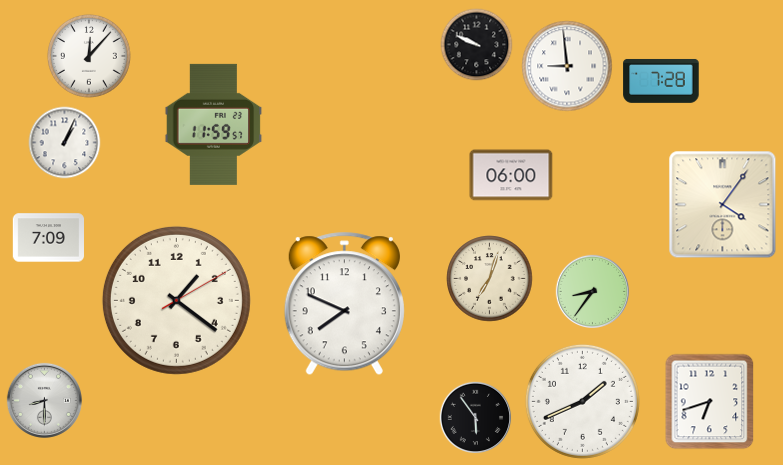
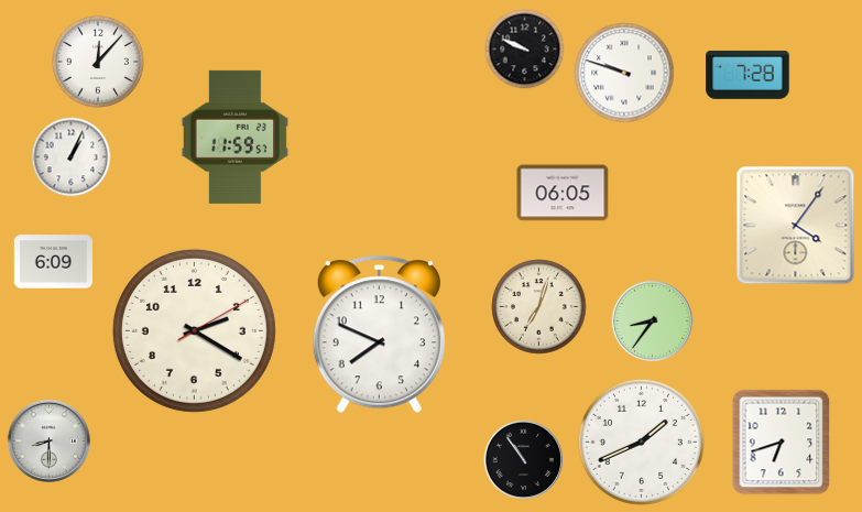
clock at (567, 66): 8:59 -> 9:48
clock at (661, 81) position: (661, 81) -> (748, 75)
clock at (511, 175): 06:00 -> 06:05
clock at (48, 238): 7:09 -> 6:09
clock at (176, 300): 1:21 -> 2:20
clock at (476, 418): 5:54 -> 10:54
